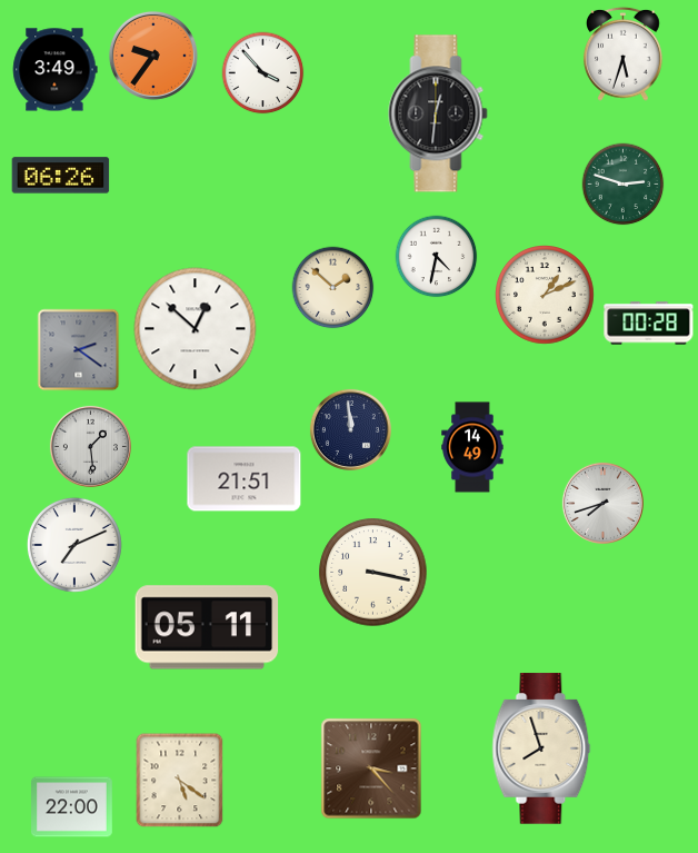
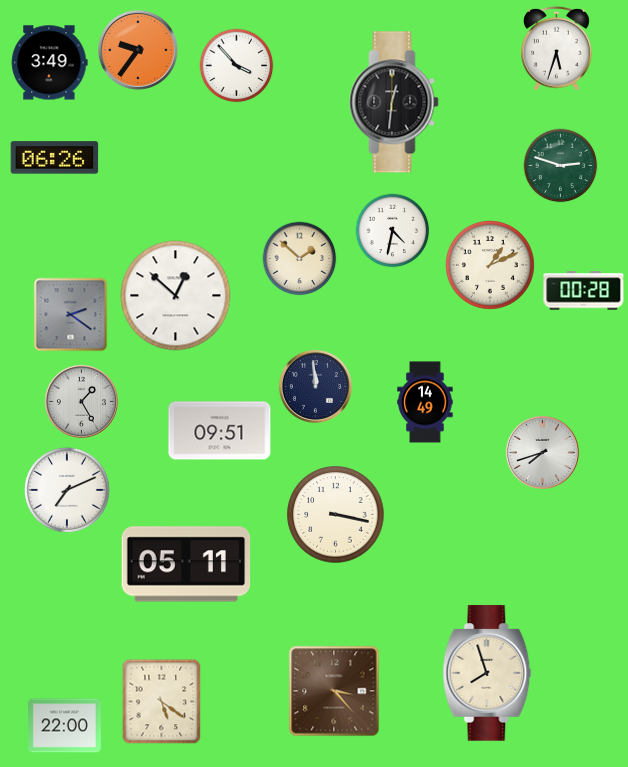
clock at (624, 53) position: (624, 53) -> (557, 48)
clock at (90, 446): 1:29 -> 1:25
clock at (245, 479): 21:51 -> 09:51
